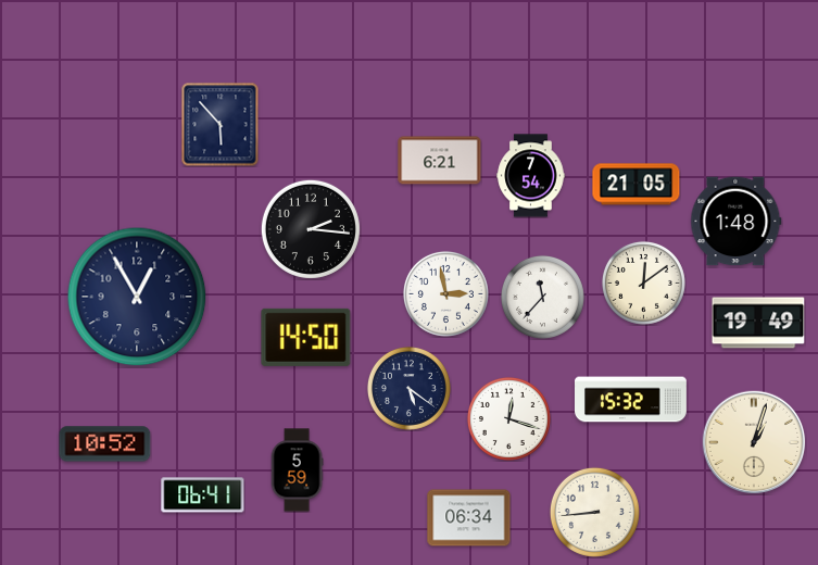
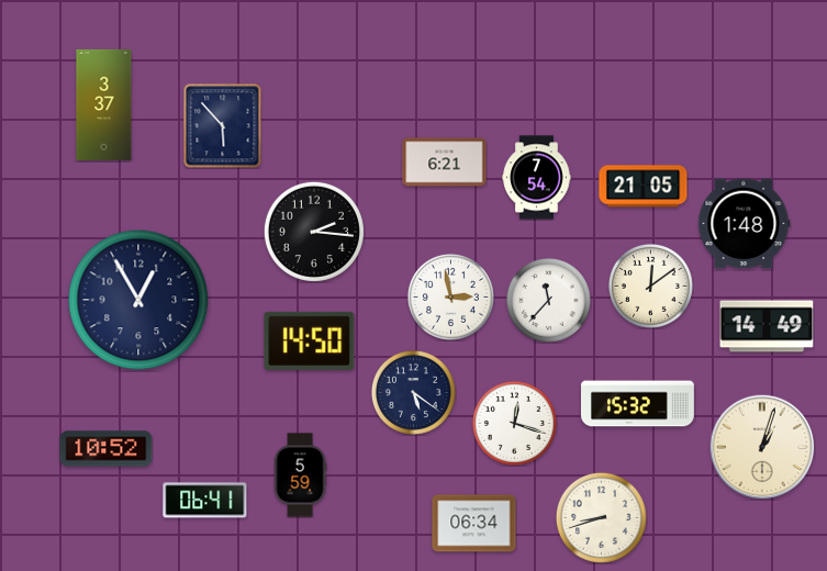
clock at (104, 104): none -> 3:37
clock at (758, 323): 19:49 -> 14:49
clock at (594, 512): 8:44 -> 8:42
